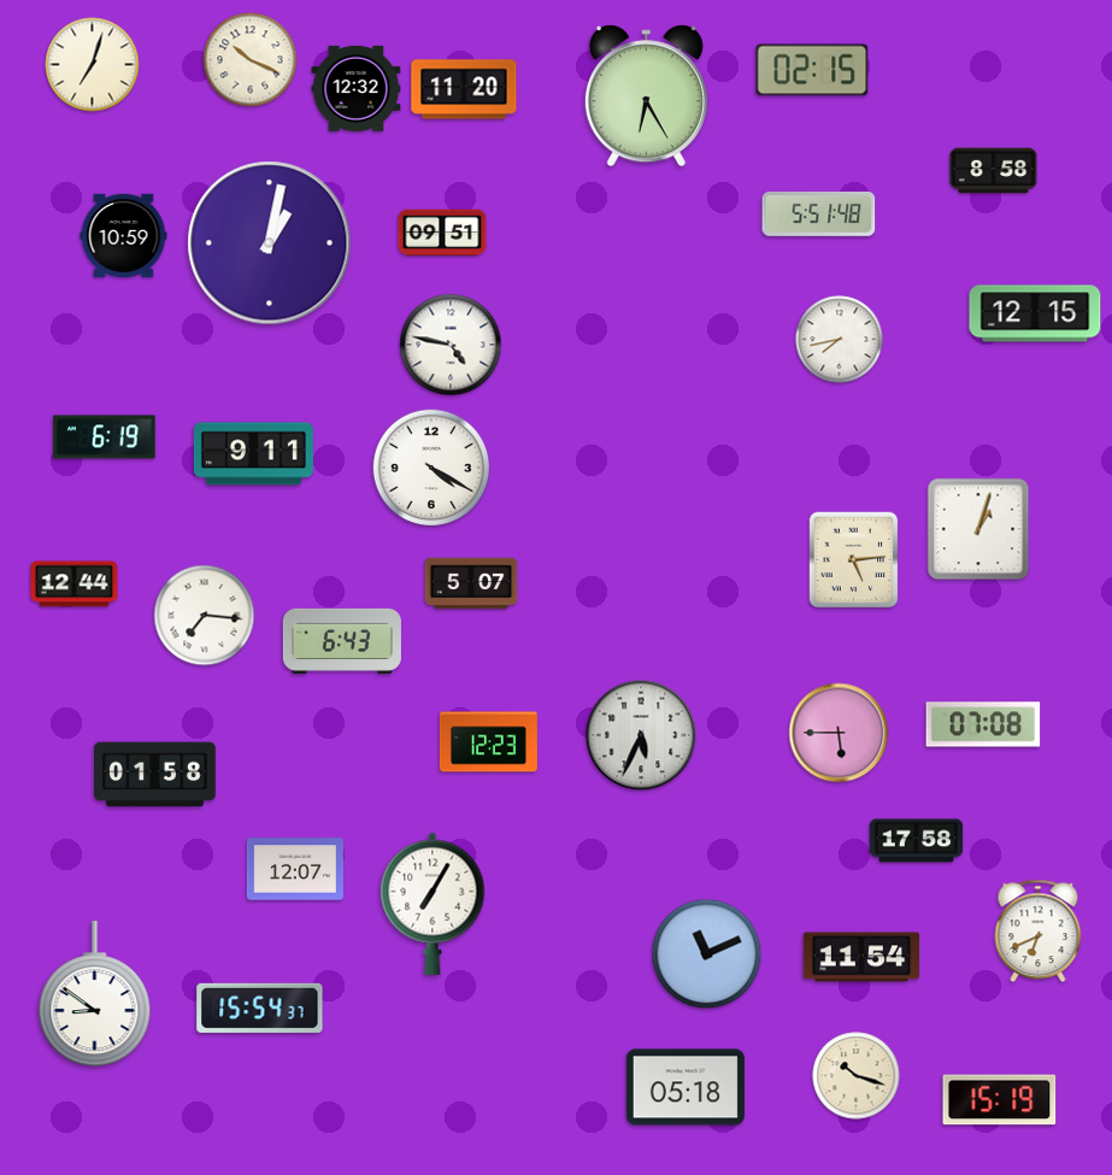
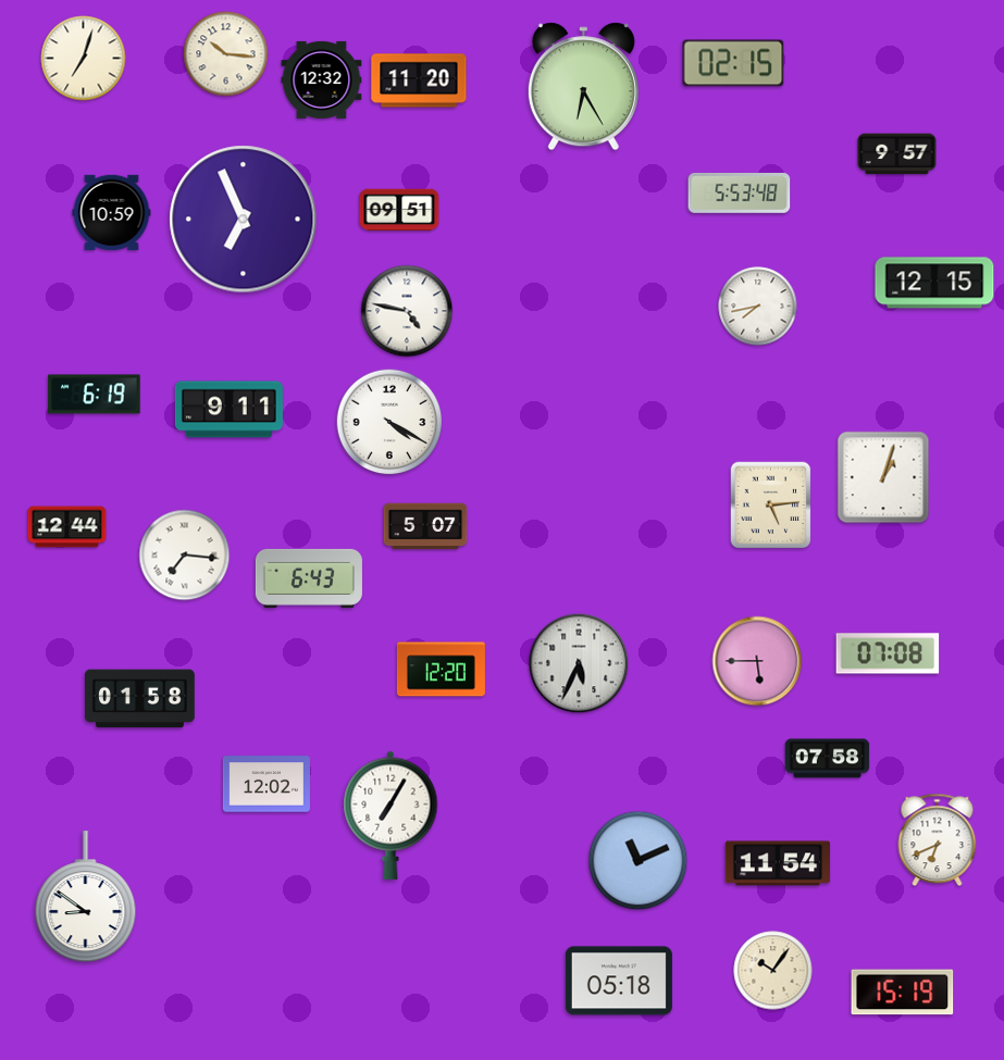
clock at (251, 60): 10:19 -> 10:16
clock at (994, 171): 8:58 -> 9:57
clock at (819, 213): 5:51 -> 5:53
clock at (270, 243): 1:02 -> 6:56
clock at (488, 742): 12:23 -> 12:20
clock at (917, 841): 17:58 -> 07:58
clock at (295, 869): 12:07 -> 12:02
clock at (260, 1007): 15:54 -> none
clock at (857, 1076): 10:18 -> 10:06
